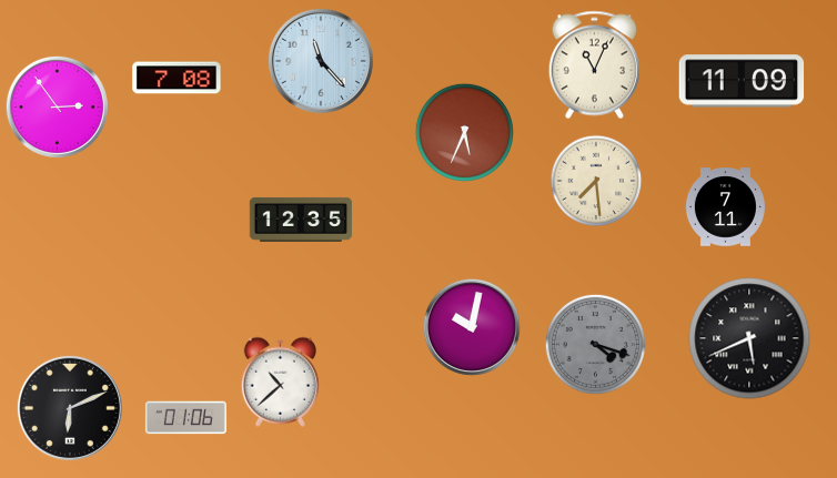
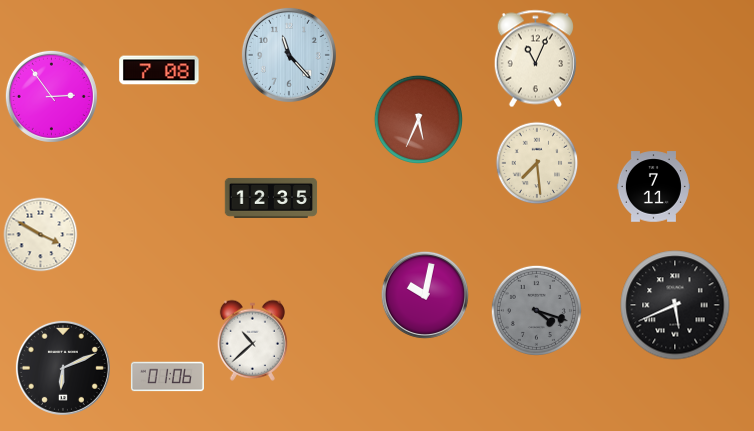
clock at (742, 81): 11:09 -> none
clock at (41, 235): none -> 3:50
clock at (280, 382) position: (280, 382) -> (252, 340)
